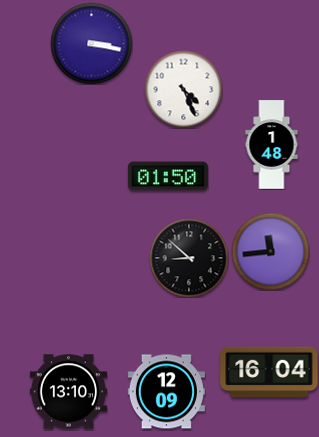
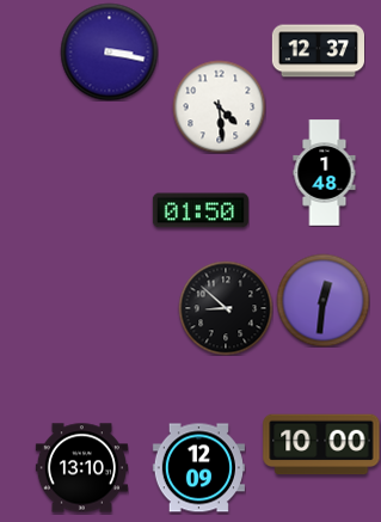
clock at (318, 51): none -> 12:37
clock at (183, 89): 4:26 -> 4:29
clock at (270, 251): 11:44 -> 12:31
clock at (269, 372): 16:04 -> 10:00
